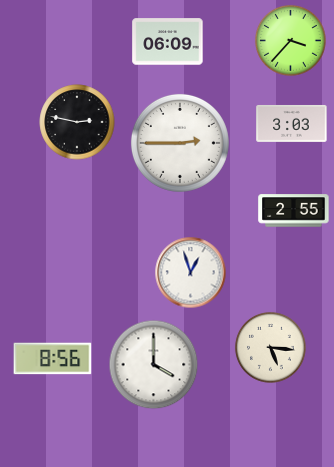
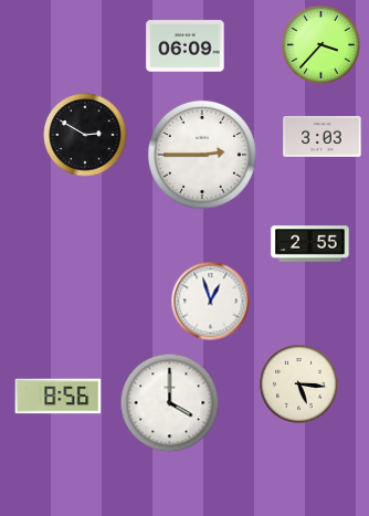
clock at (77, 122): 2:47 -> 2:50
clock at (180, 143) position: (180, 143) -> (202, 155)
clock at (294, 211) position: (294, 211) -> (310, 244)
